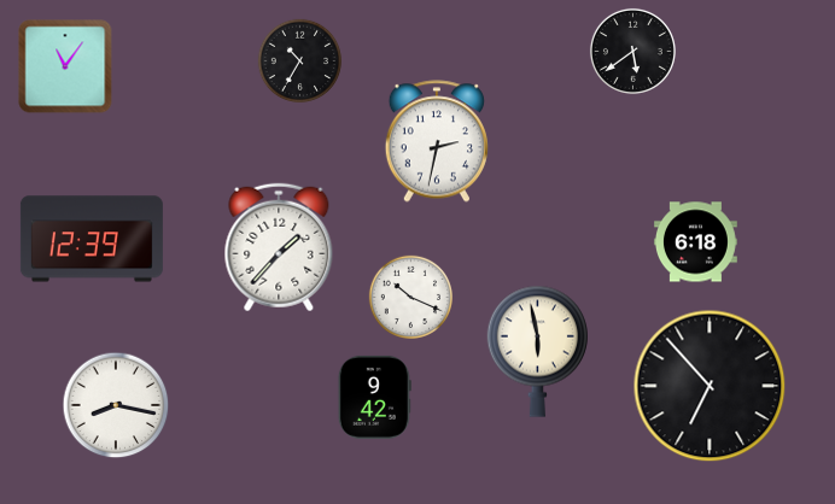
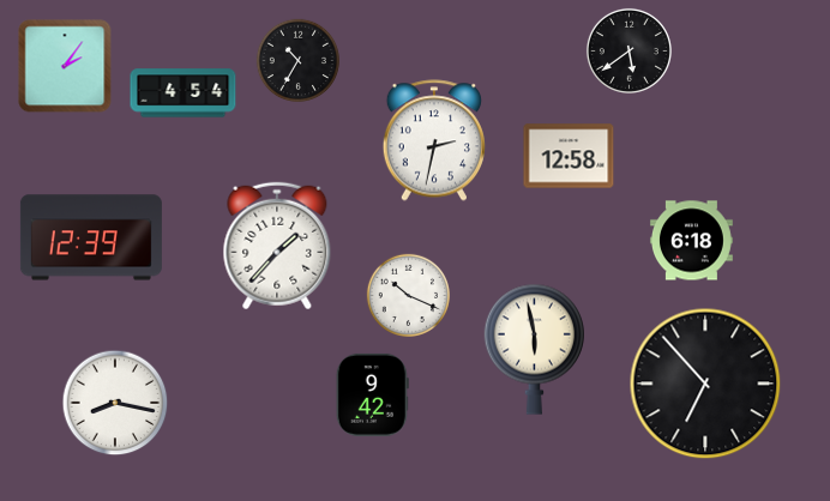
clock at (65, 66): 11:06 -> 2:06
clock at (184, 93): none -> 4:54
clock at (569, 156): none -> 12:58
